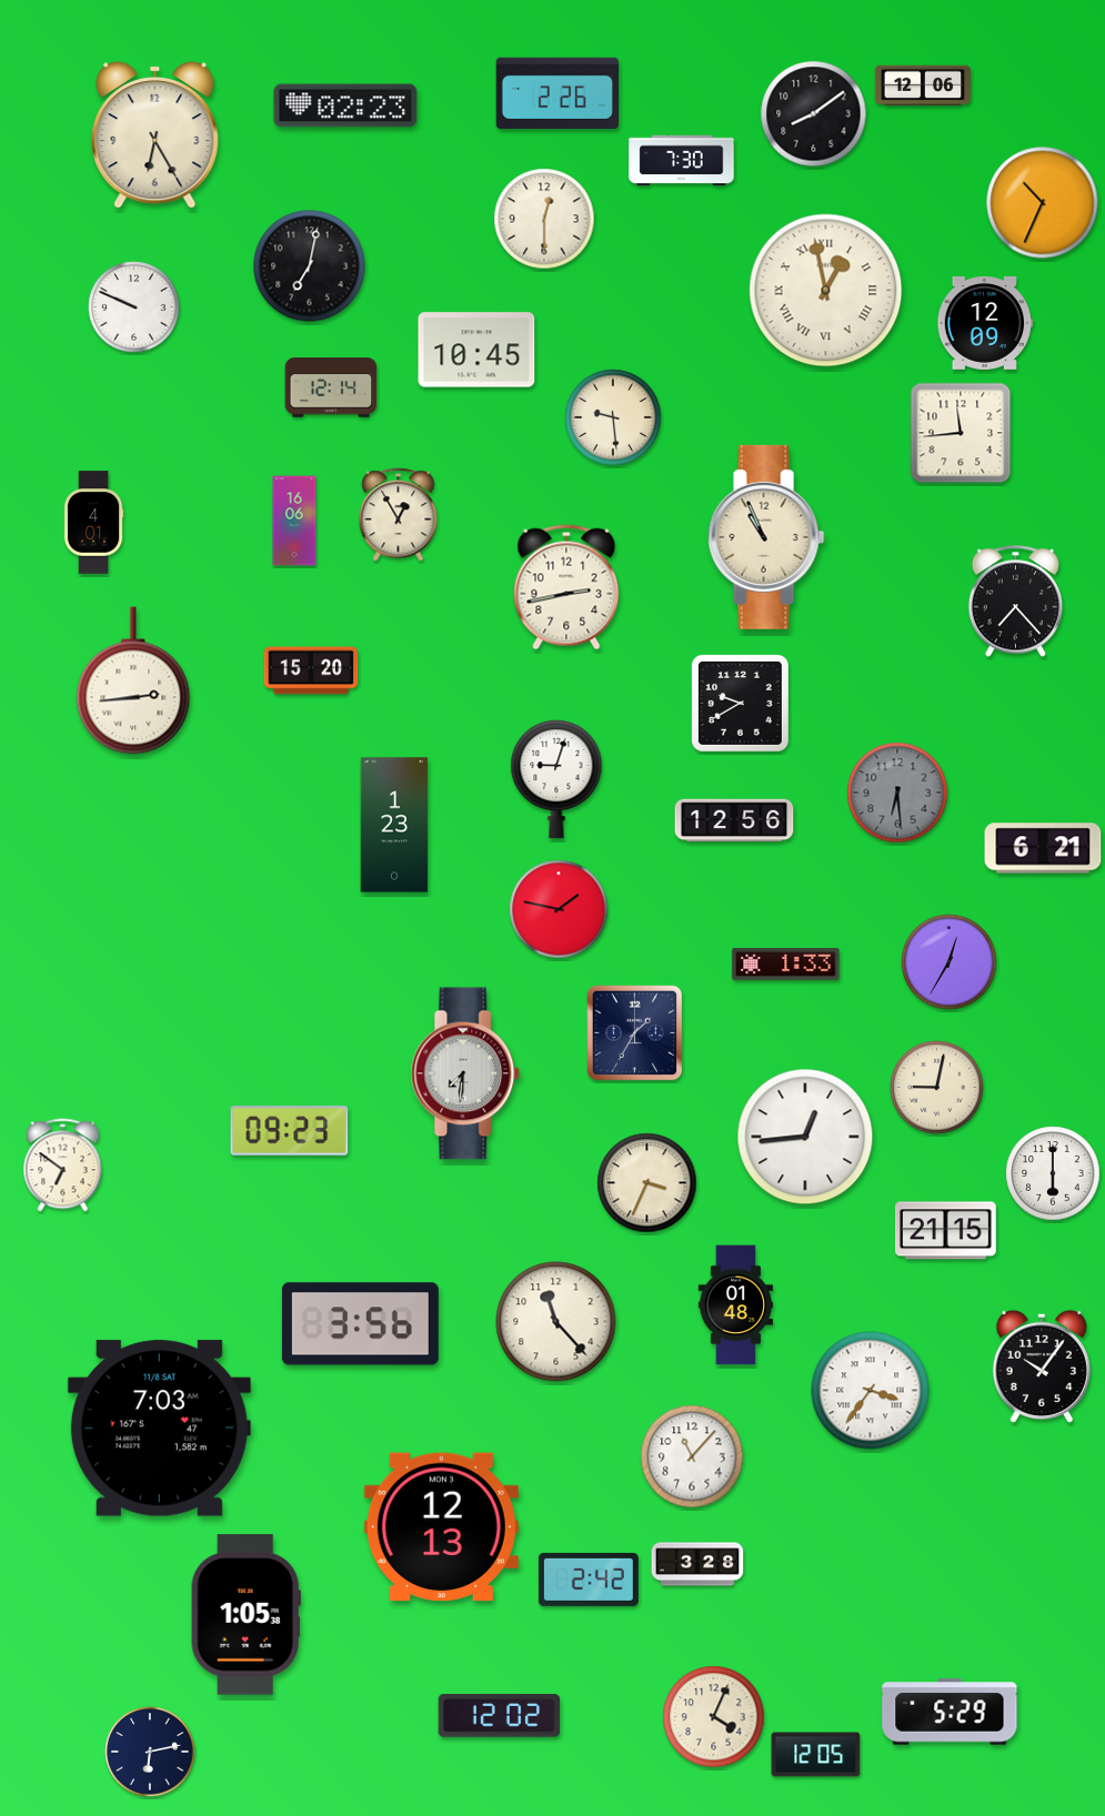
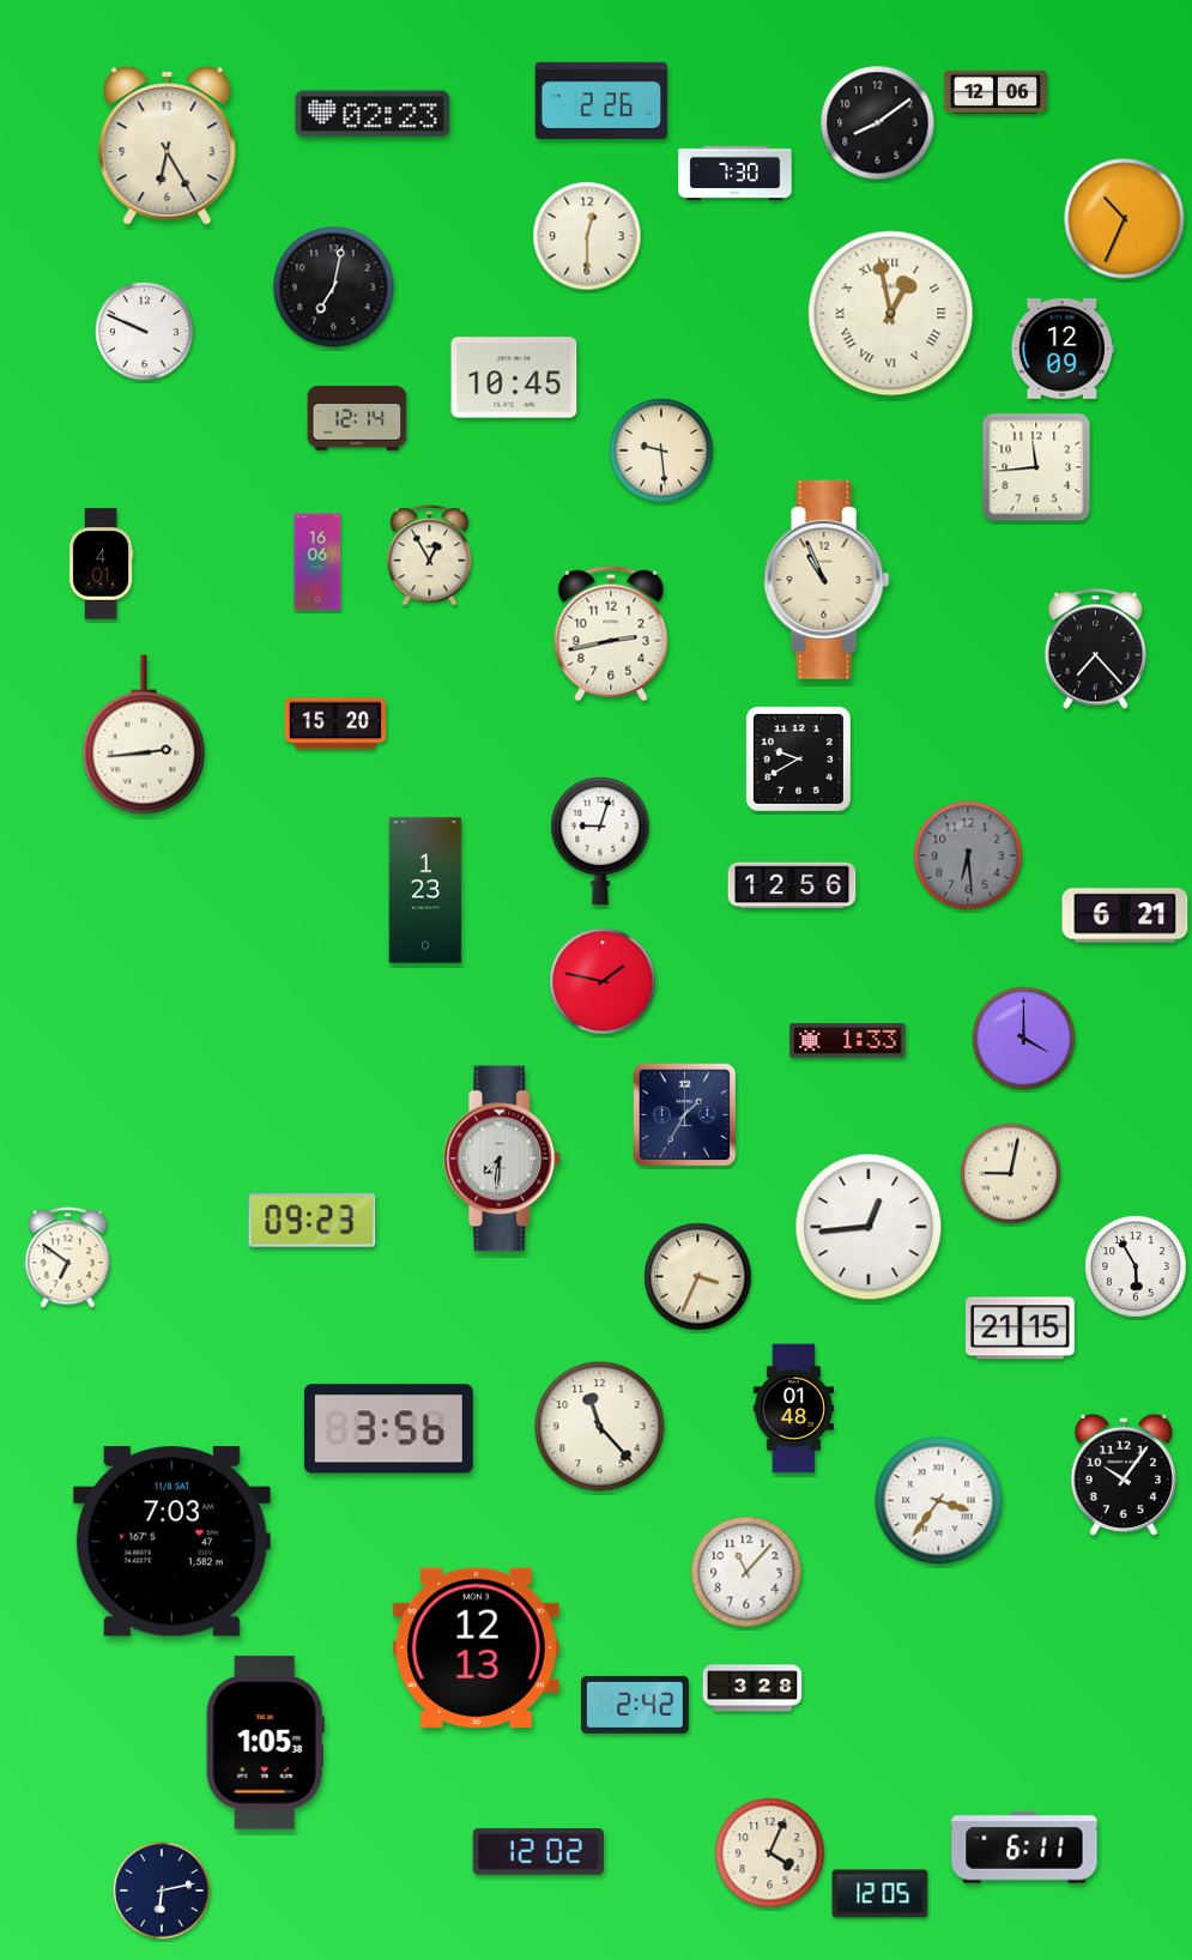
clock at (950, 962): 12:35 -> 4:00
clock at (1053, 1173): 6:00 -> 5:55
clock at (950, 1712): 5:29 -> 6:11
